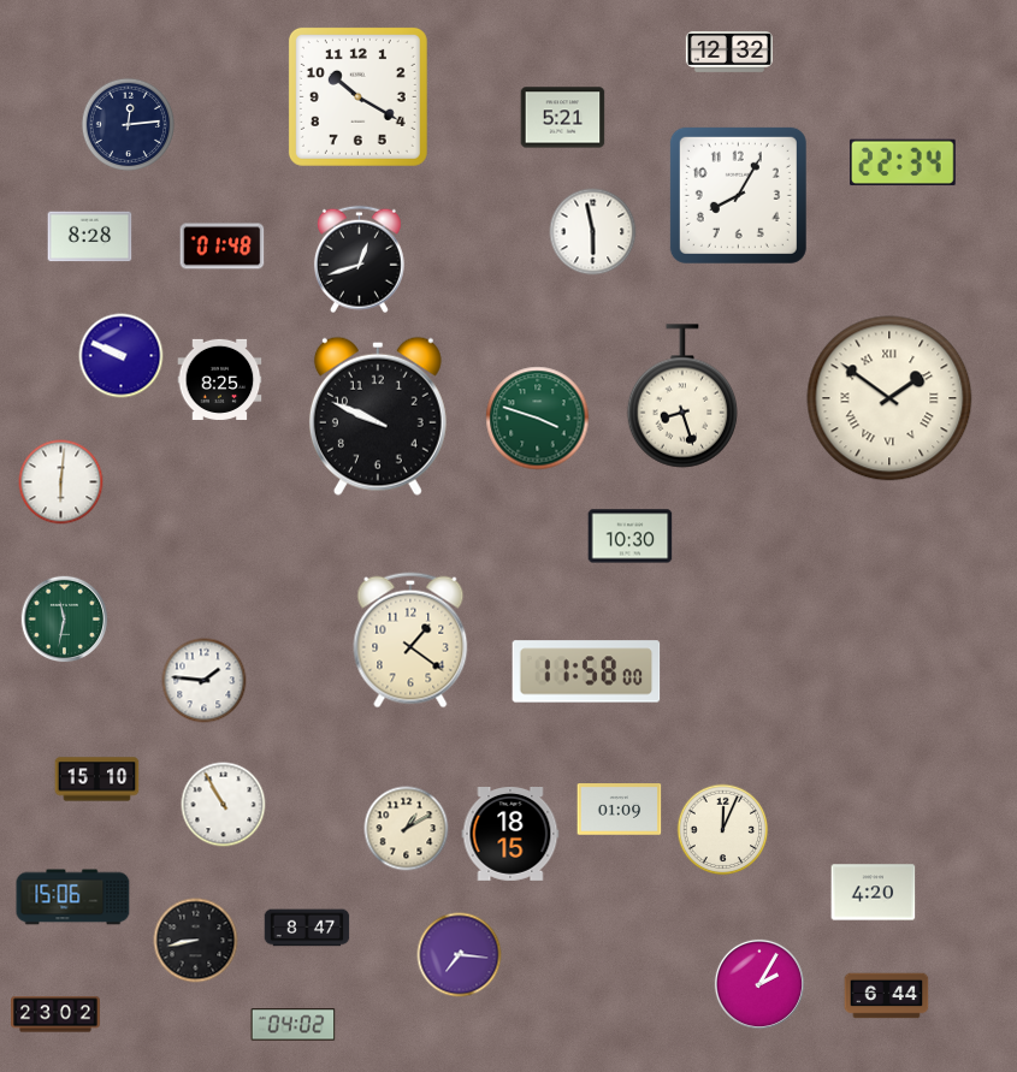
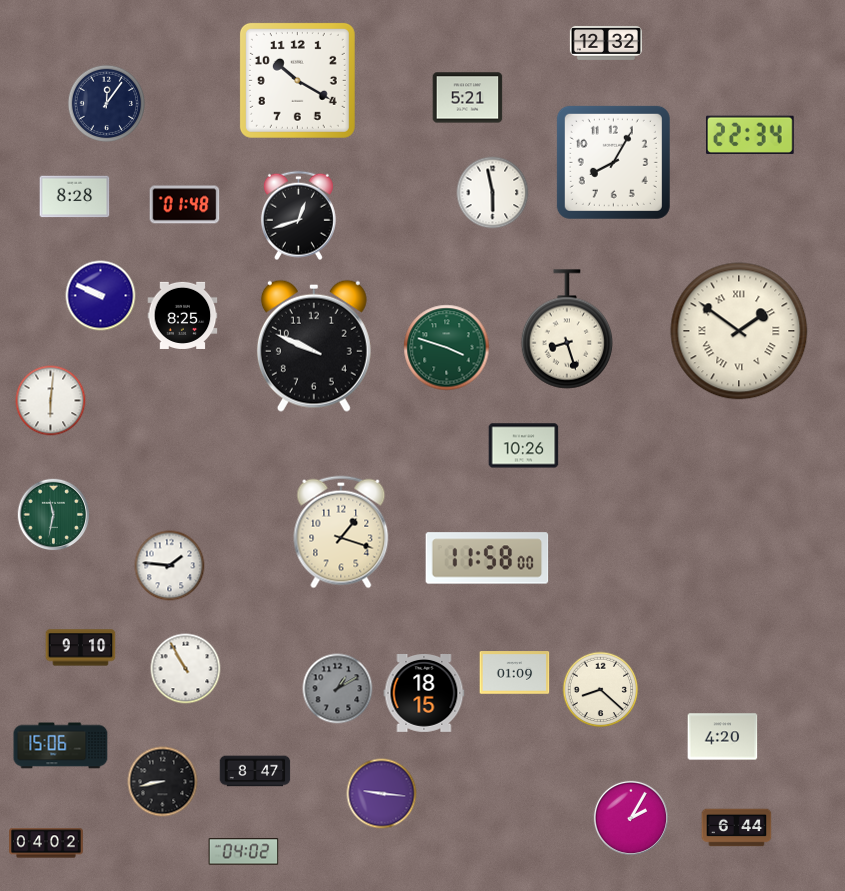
clock at (128, 124): 12:14 -> 12:06
clock at (631, 537): 10:30 -> 10:26
clock at (410, 640): 1:21 -> 1:18
clock at (97, 780): 15:10 -> 9:10
clock at (407, 829) dial: cream -> grey
clock at (723, 830): 12:04 -> 8:22
clock at (874, 893) position: (874, 893) -> (723, 737)
clock at (460, 955): 7:16 -> 9:16
clock at (55, 1014): 23:02 -> 04:02
